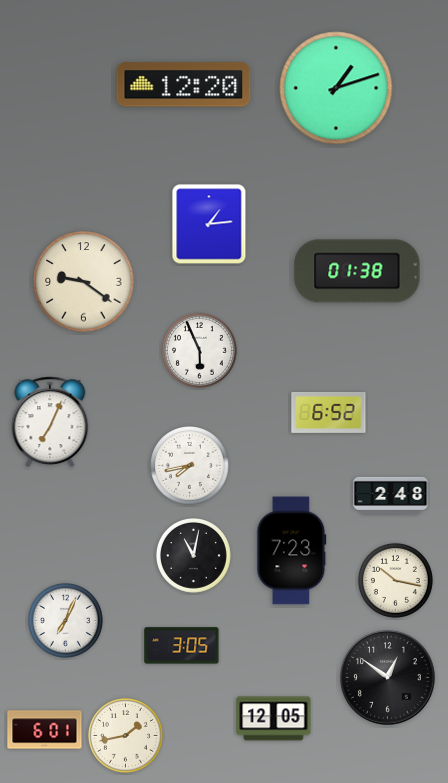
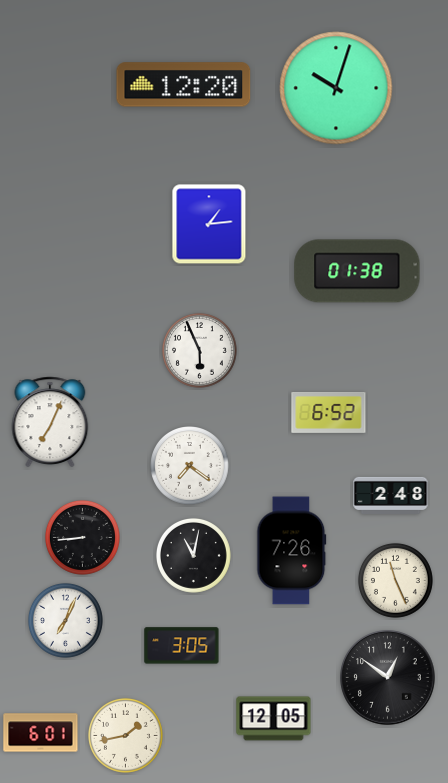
clock at (336, 88): 1:12 -> 10:03
clock at (84, 282): 9:21 -> none
clock at (190, 466): 7:43 -> 7:21
clock at (82, 537): none -> 8:44
clock at (292, 551): 7:23 -> 7:26
clock at (395, 580): 10:17 -> 11:26
clock at (45, 730) position: (45, 730) -> (41, 733)
